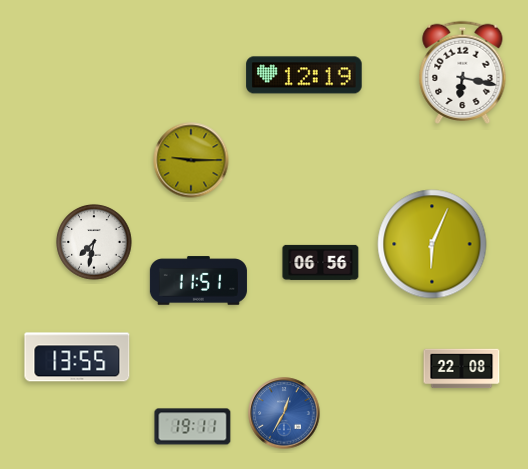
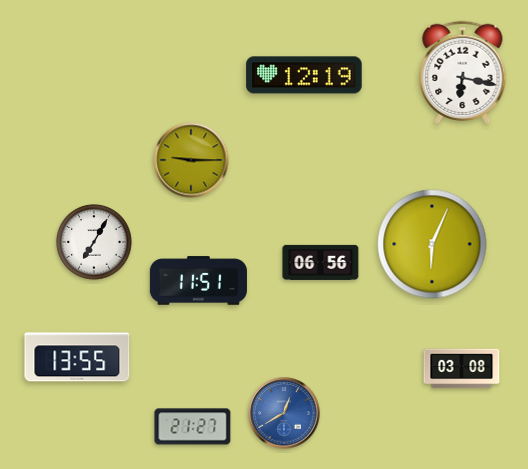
clock at (94, 242): 7:32 -> 7:05
clock at (462, 369): 22:08 -> 03:08
clock at (284, 413): 12:35 -> 12:40
clock at (193, 427): 19:11 -> 21:27
